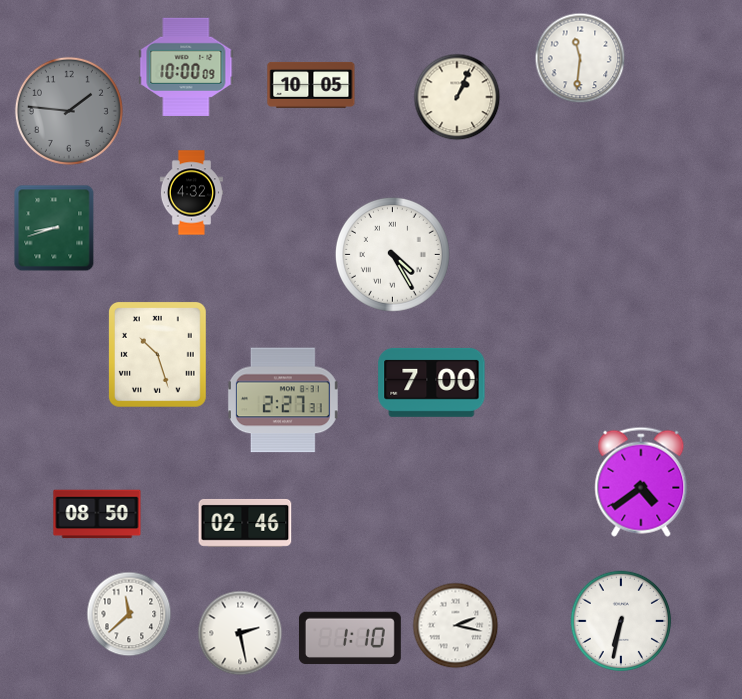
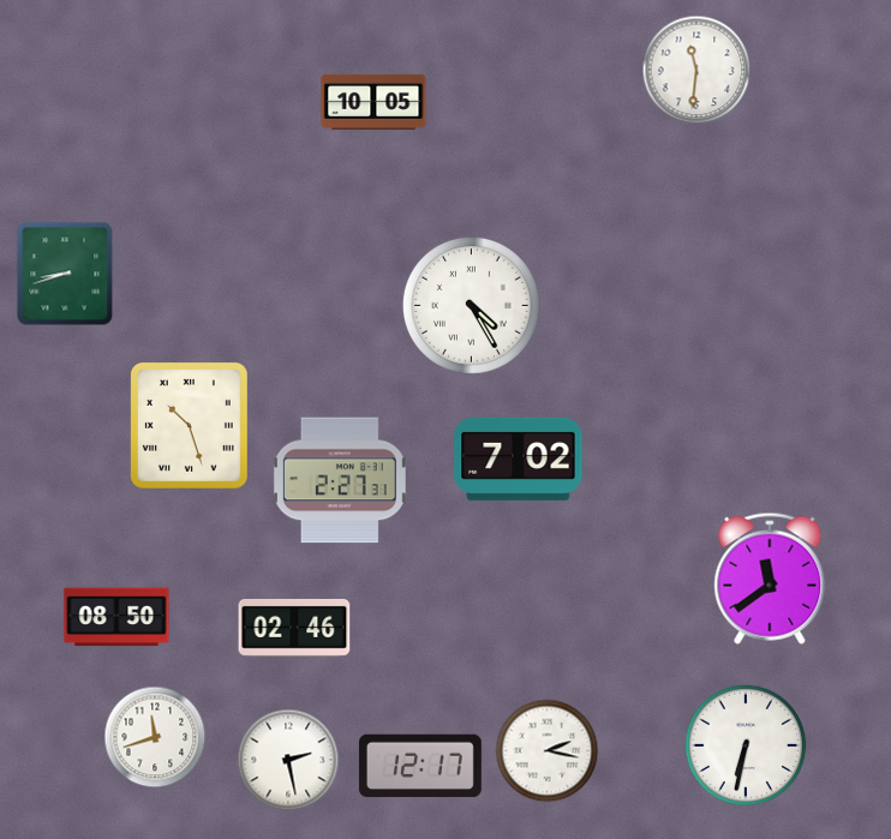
clock at (186, 67): 10:00 -> none
clock at (457, 97): 1:04 -> none
clock at (69, 111): 1:46 -> none
clock at (191, 193): 4:32 -> none
clock at (432, 382): 7:00 -> 7:02
clock at (641, 482): 4:39 -> 11:39
clock at (129, 614): 11:38 -> 11:42
clock at (350, 638): 1:10 -> 12:17
